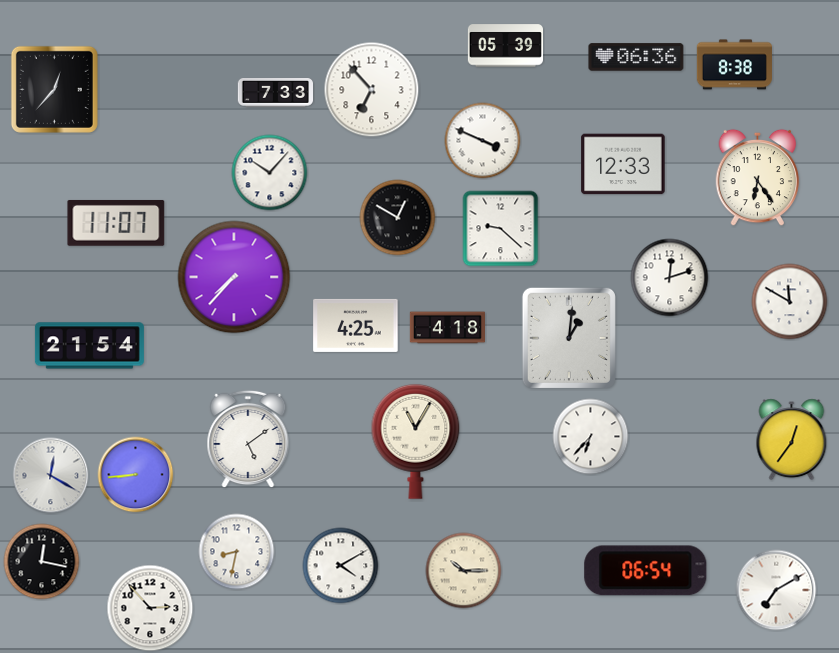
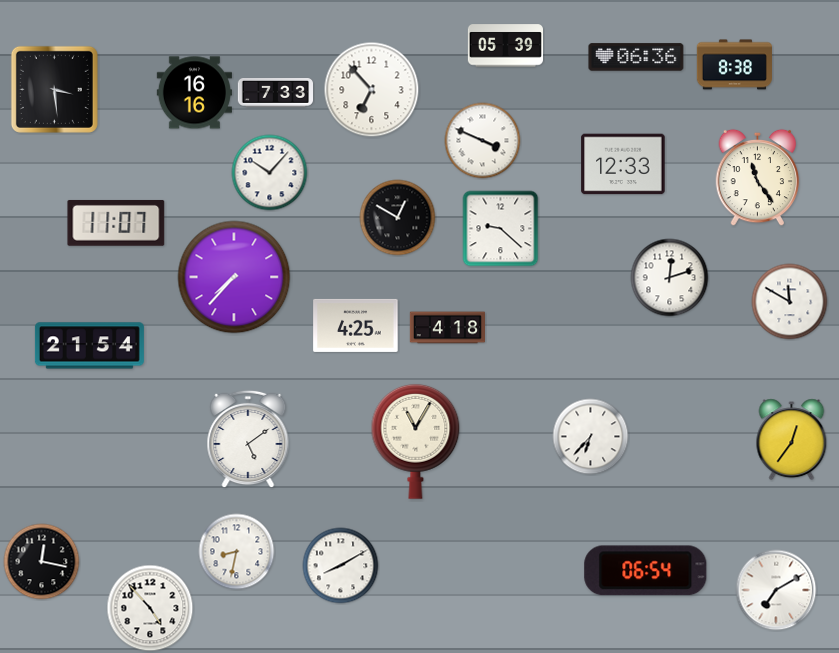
clock at (54, 89): 12:37 -> 3:29
clock at (194, 93): none -> 16:16
clock at (758, 178): 6:24 -> 11:24
clock at (569, 338): 1:01 -> none
clock at (136, 475): 8:44 -> none
clock at (51, 476): 12:20 -> none
clock at (341, 566): 4:10 -> 8:10
clock at (464, 571): 10:15 -> none
clock at (150, 608): 2:53 -> 4:53
